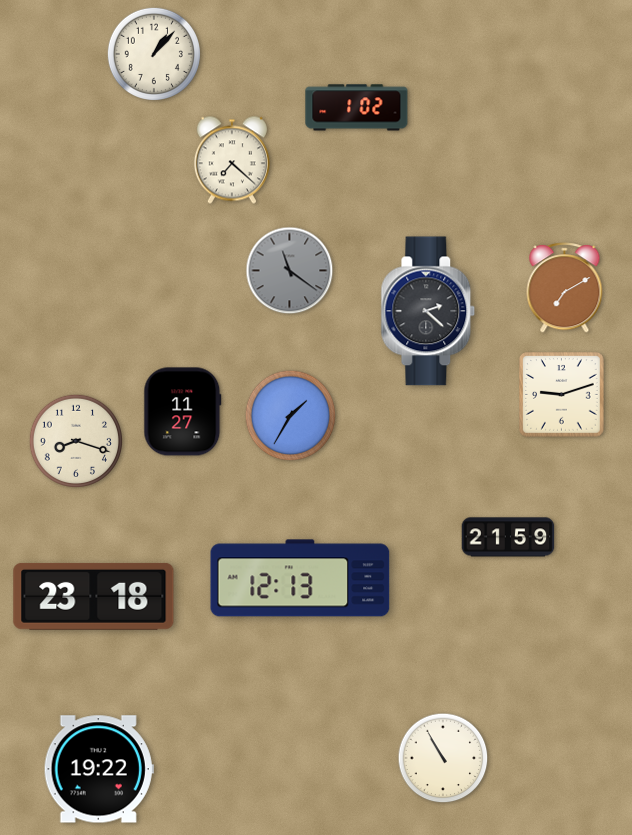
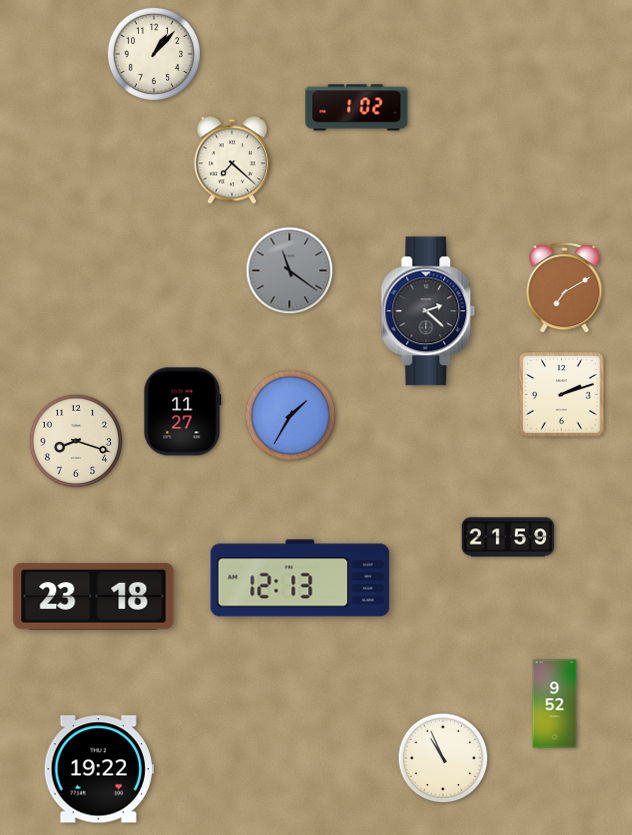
clock at (562, 395): 9:12 -> 2:12
clock at (555, 704): none -> 9:52
clock at (443, 758): 10:55 -> 10:56
